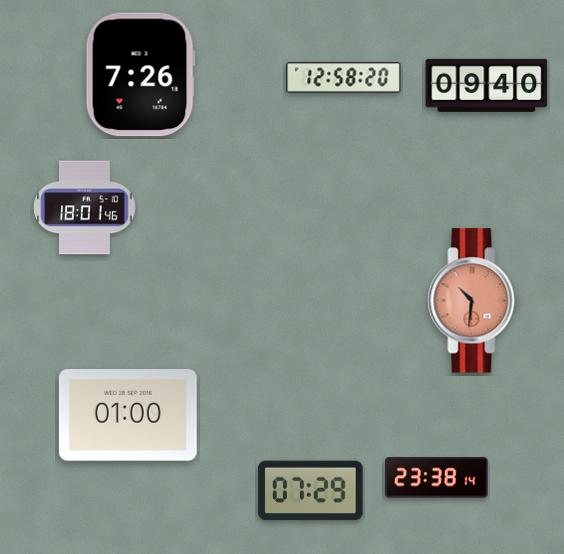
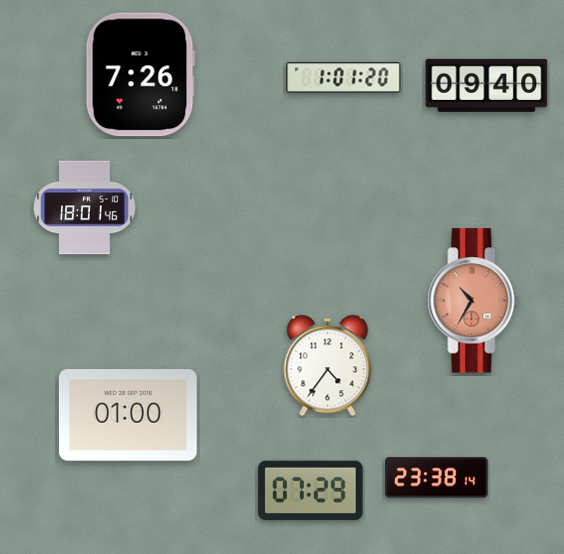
clock at (344, 78): 12:58 -> 1:01
clock at (474, 301): 10:31 -> 10:35
clock at (328, 366): none -> 4:36
